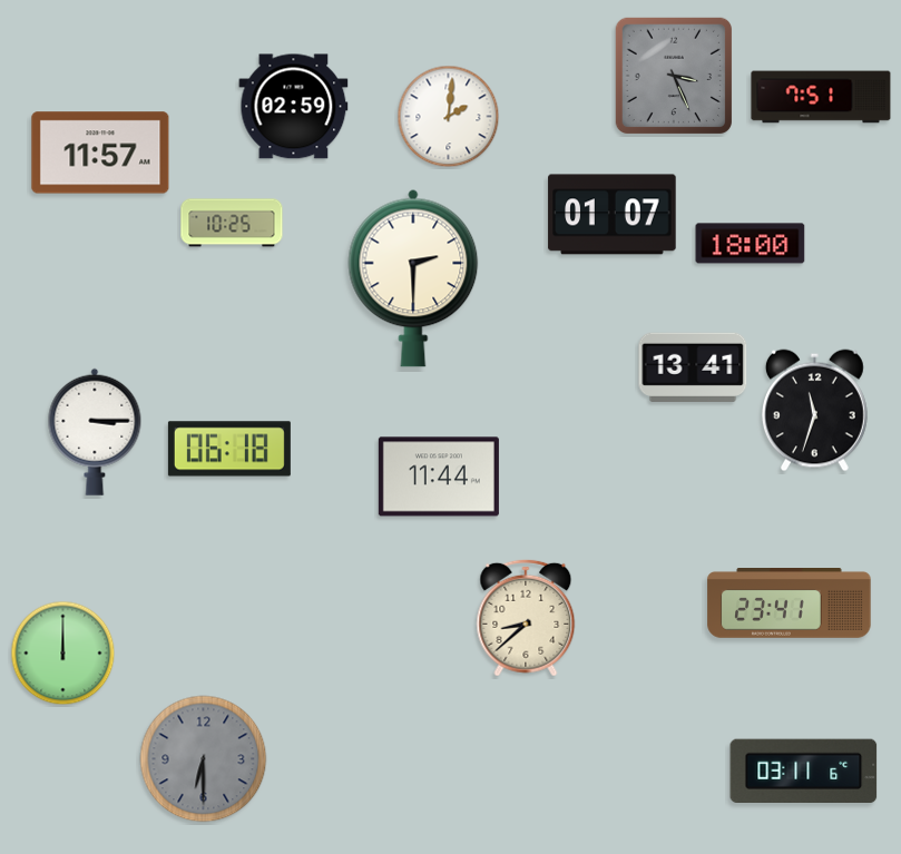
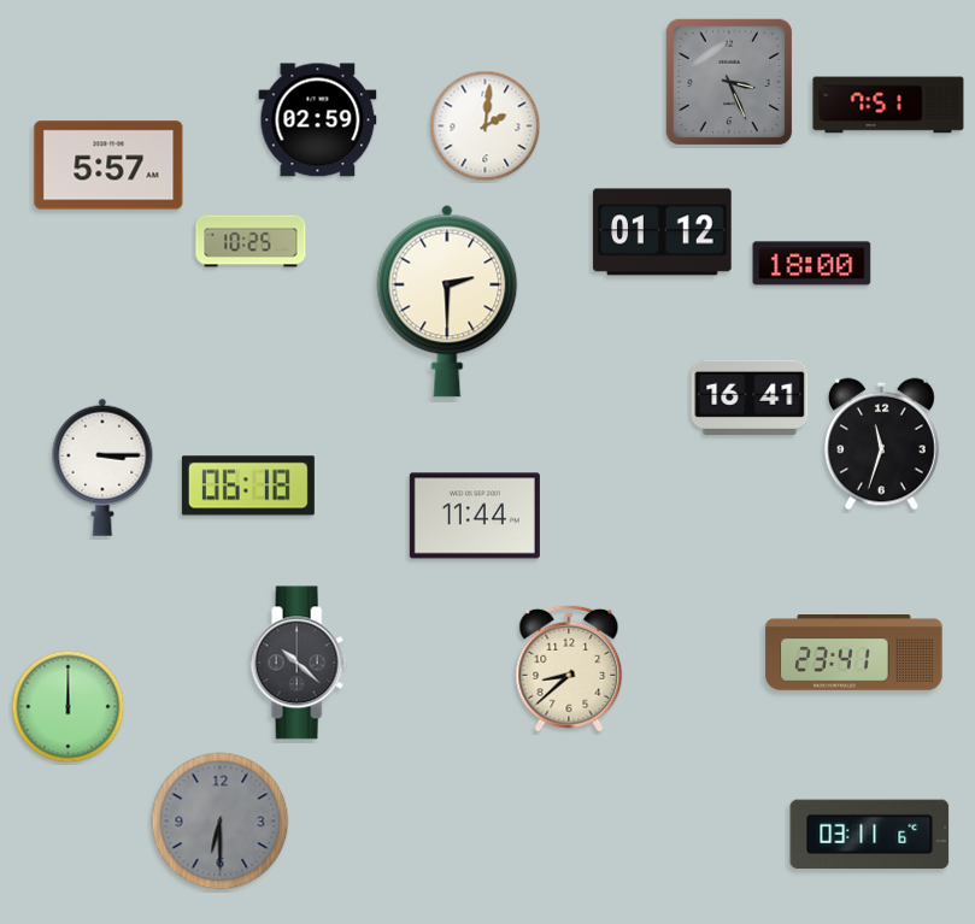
clock at (294, 107) position: (294, 107) -> (318, 120)
clock at (100, 153): 11:57 -> 5:57
clock at (613, 215): 01:07 -> 01:12
clock at (693, 367): 13:41 -> 16:41
clock at (299, 663): none -> 10:22
